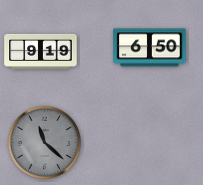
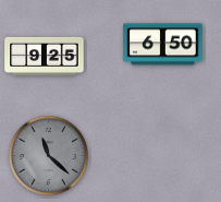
clock at (150, 48) position: (150, 48) -> (163, 45)
clock at (41, 51): 9:19 -> 9:25
